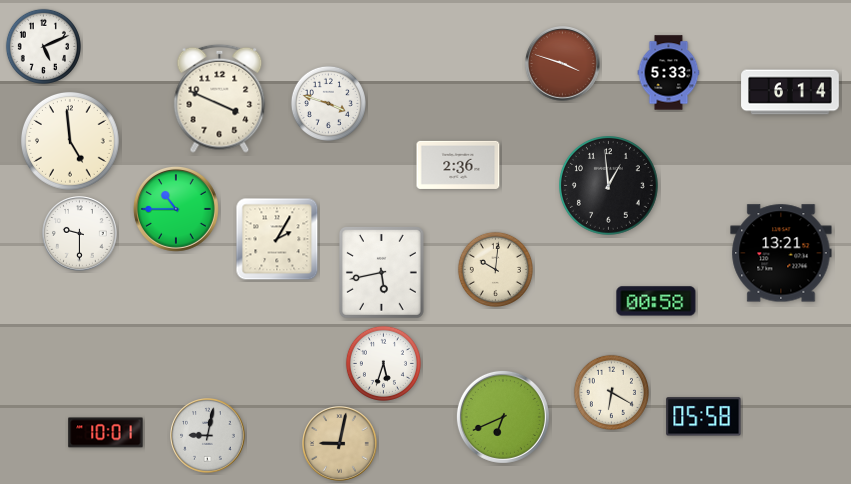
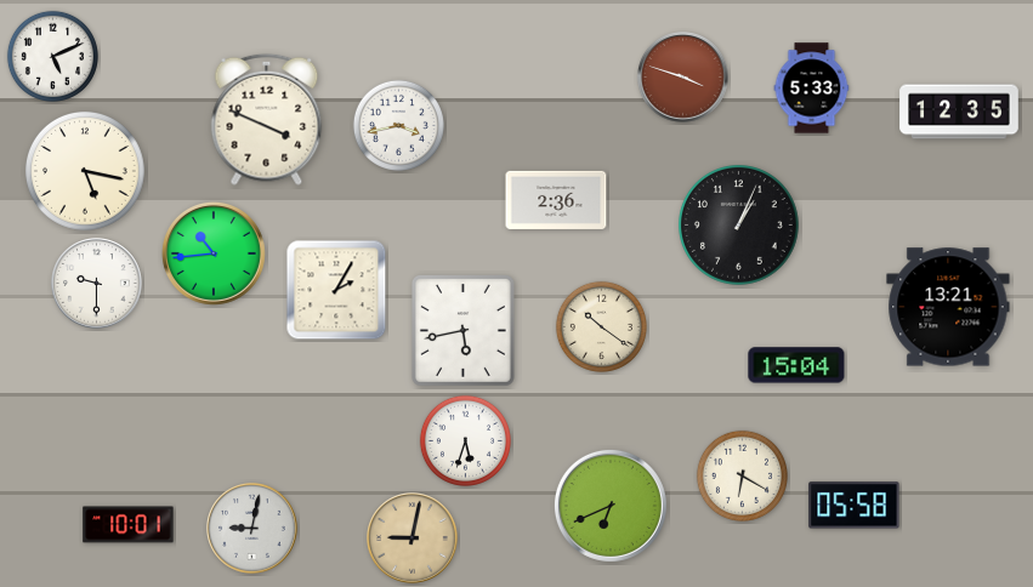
clock at (790, 92): 6:14 -> 12:35
clock at (328, 103): 3:48 -> 3:43
clock at (70, 141): 4:59 -> 5:17
clock at (609, 186): 12:59 -> 1:04
clock at (176, 209): 10:45 -> 10:44
clock at (495, 269): 10:01 -> 10:21
clock at (656, 301): 00:58 -> 15:04
